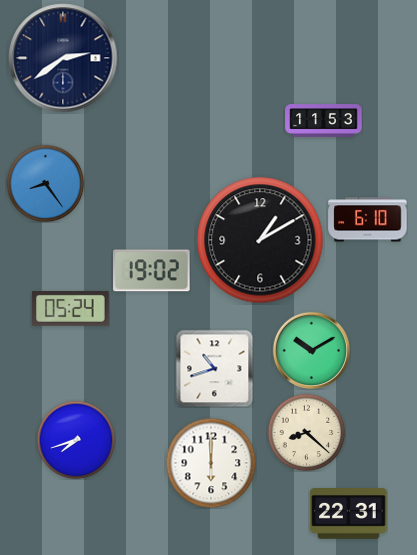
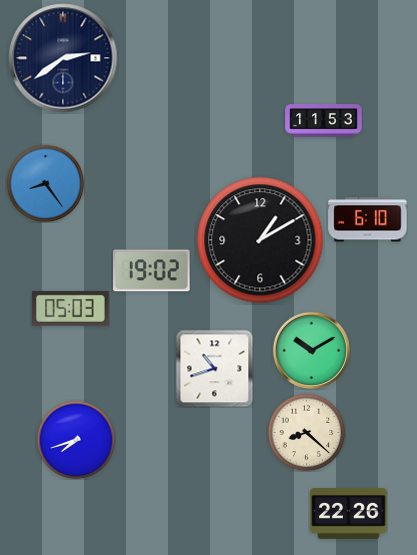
clock at (71, 308): 05:24 -> 05:03
clock at (211, 463): 6:00 -> none
clock at (349, 514): 22:31 -> 22:26
